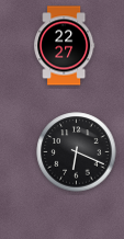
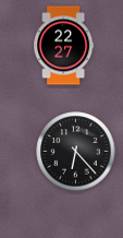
clock at (77, 152): 6:19 -> 6:23
